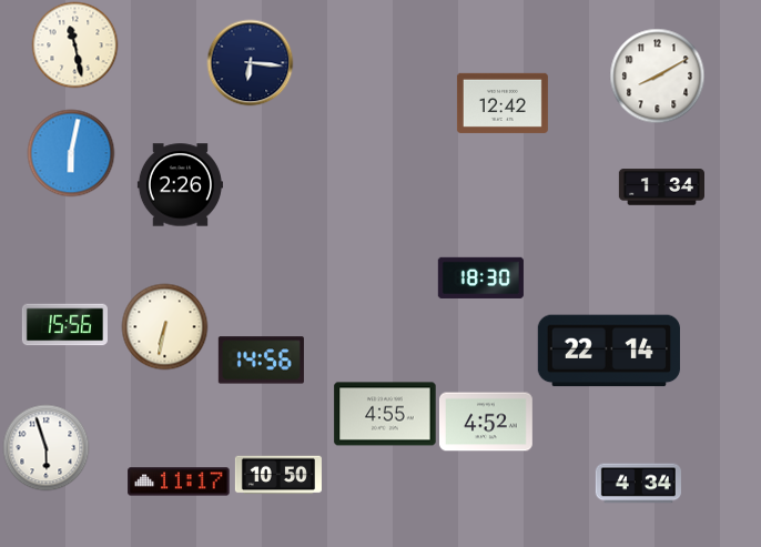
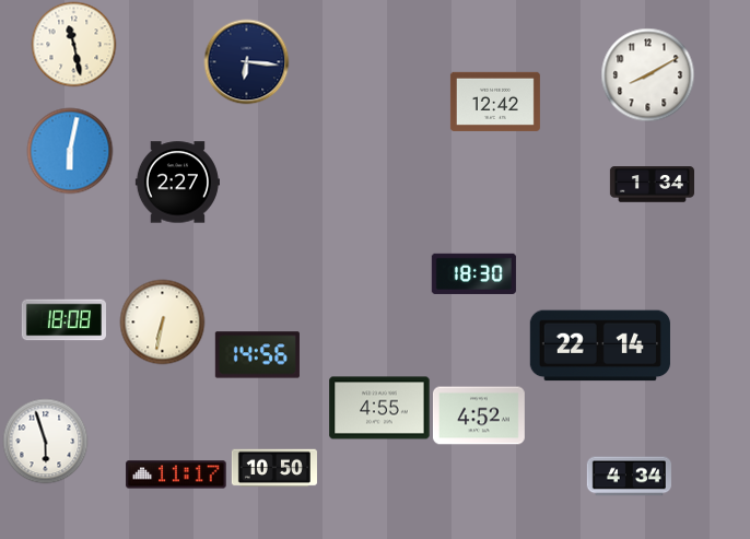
clock at (180, 185): 2:26 -> 2:27
clock at (64, 325): 15:56 -> 18:08
